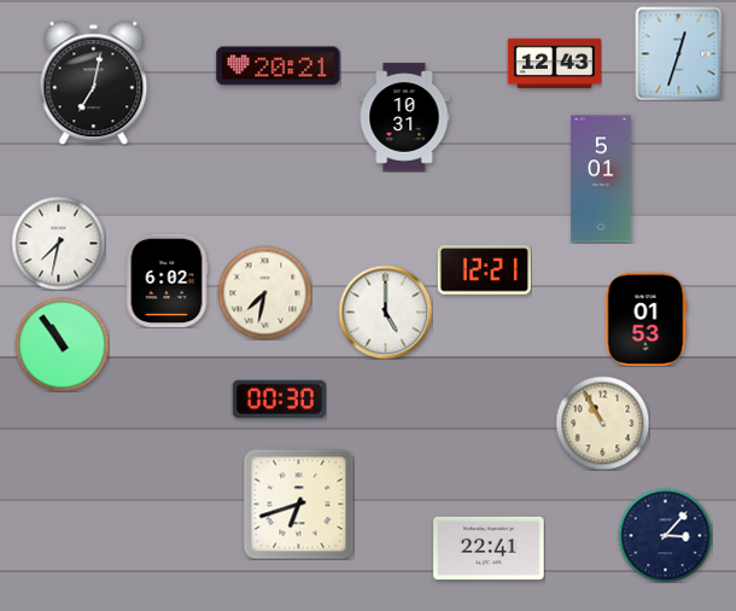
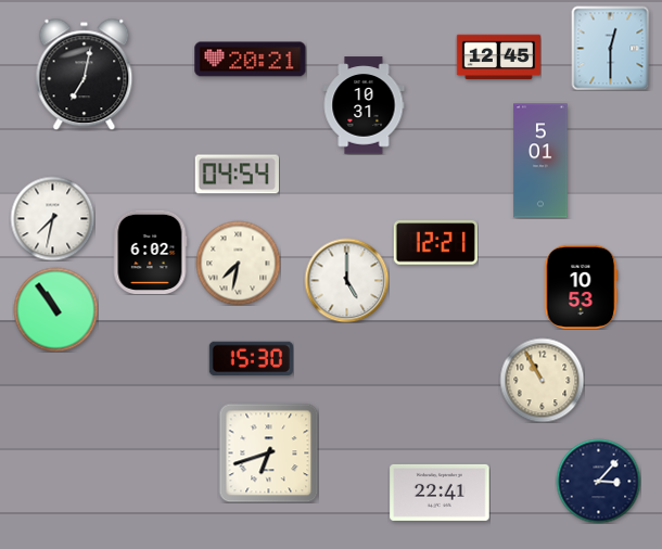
clock at (679, 53): 12:33 -> 12:30
clock at (554, 64): 12:43 -> 12:45
clock at (237, 175): none -> 04:54
clock at (647, 319): 01:53 -> 10:53
clock at (279, 400): 00:30 -> 15:30
